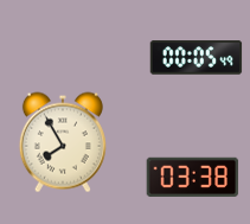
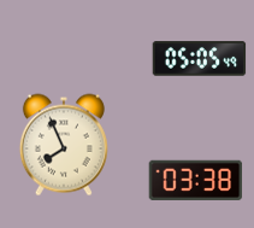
clock at (195, 58): 00:05 -> 05:05
clock at (63, 142): 7:55 -> 7:56
